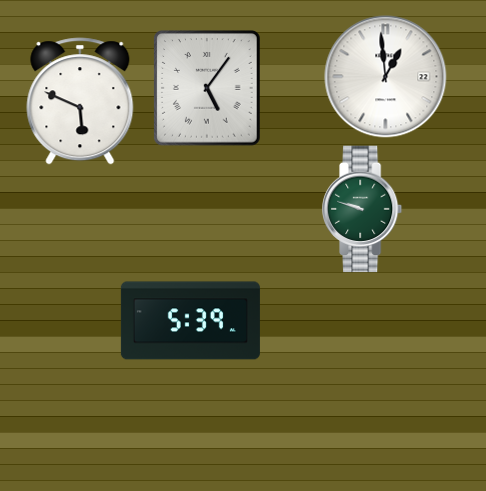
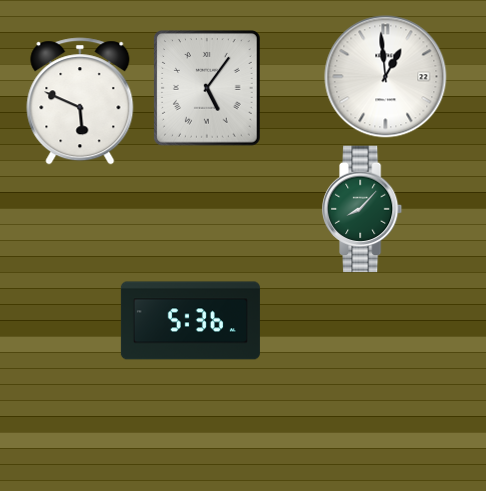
clock at (363, 209): 9:48 -> 8:07
clock at (190, 321): 5:39 -> 5:36
